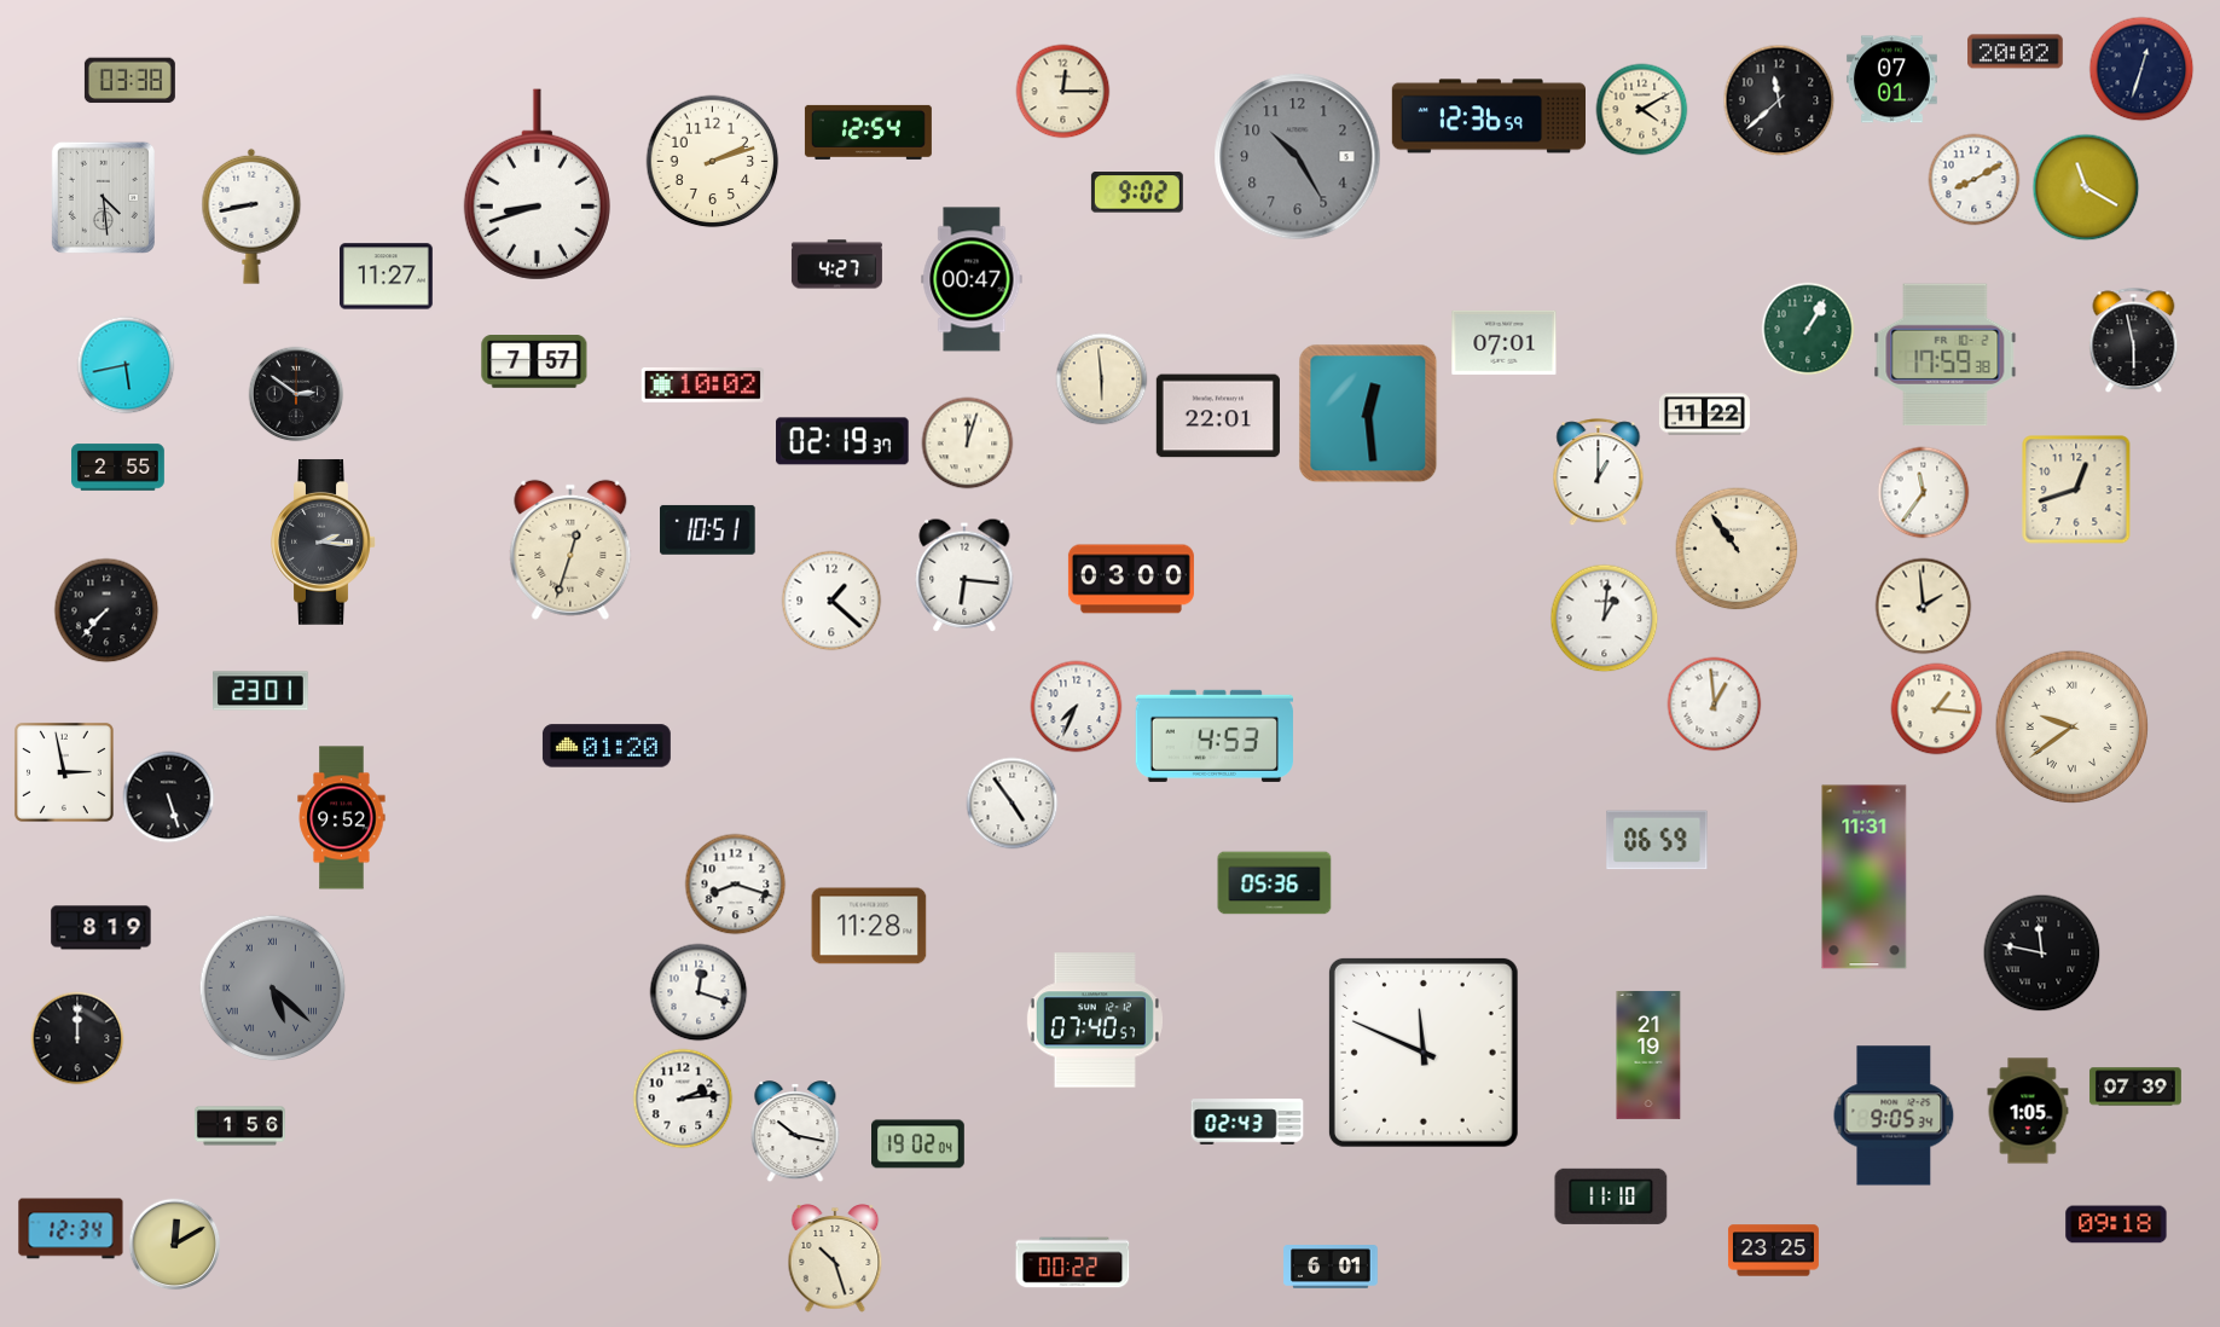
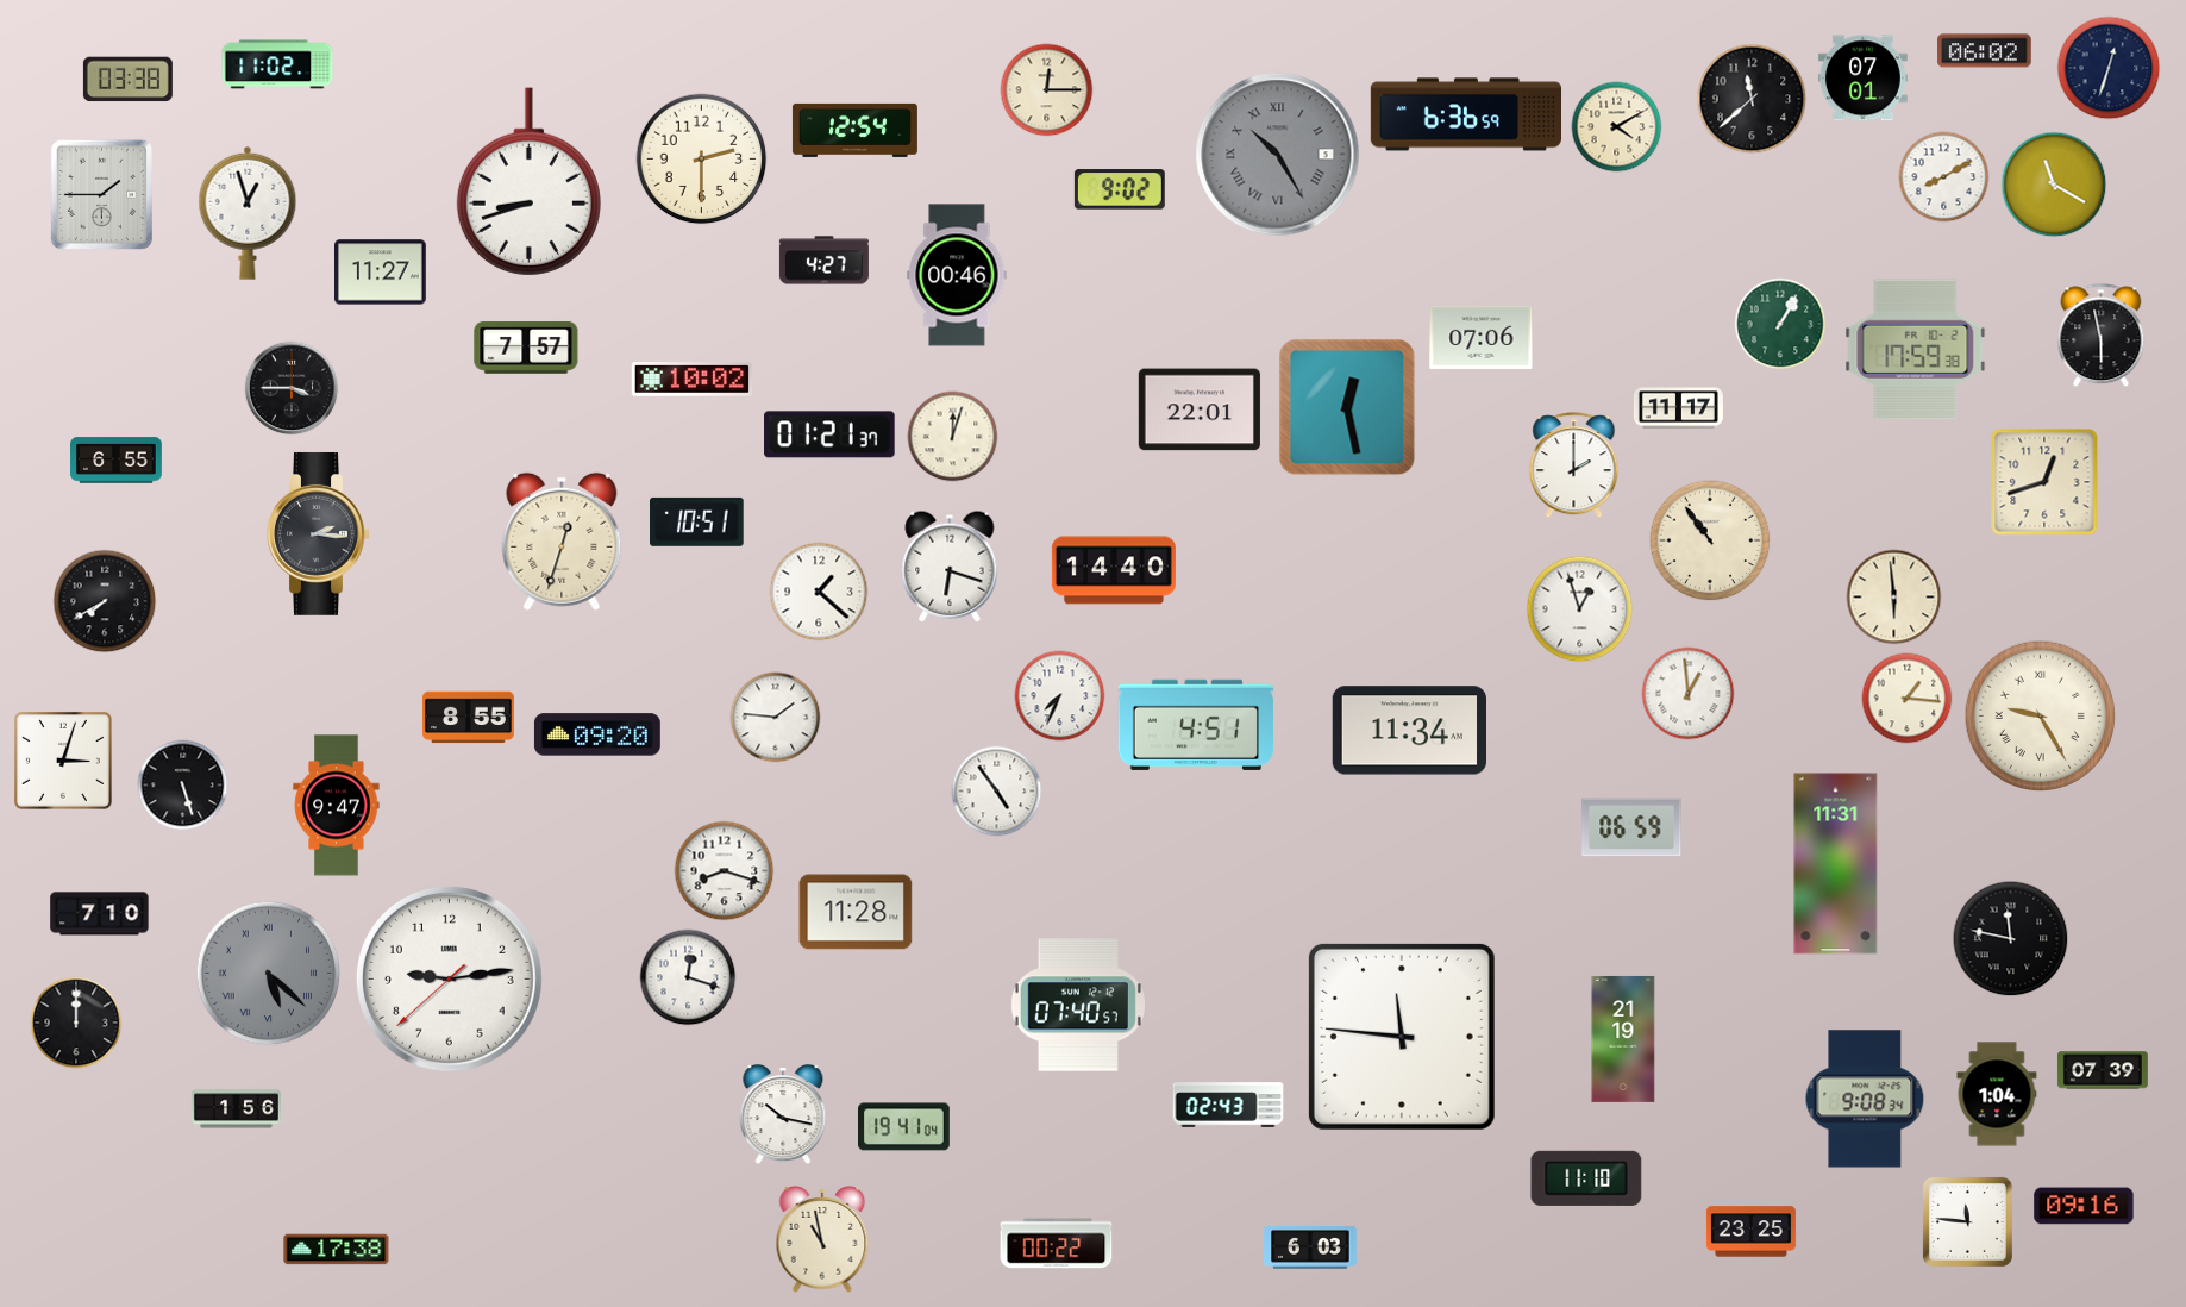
clock at (2016, 52): 20:02 -> 06:02
clock at (277, 64): none -> 11:02
clock at (1642, 110) position: (1642, 110) -> (1617, 127)
clock at (1488, 116): 12:36 -> 6:36
clock at (1298, 157) numerals: Arabic -> Roman
clock at (713, 162): 2:12 -> 2:30
clock at (103, 197): 4:29 -> 1:45
clock at (251, 216): 8:43 -> 12:57
clock at (972, 279): 00:47 -> 00:46
clock at (1505, 342): 07:01 -> 07:06
clock at (534, 363) position: (534, 363) -> (526, 349)
clock at (126, 365): 5:43 -> none
clock at (1102, 379): 5:59 -> none
clock at (296, 394): 2:51 -> 3:45
clock at (1368, 413): 12:29 -> 12:28
clock at (1704, 415): 11:22 -> 11:17
clock at (842, 441): 02:19 -> 01:21
clock at (118, 468): 2:55 -> 6:55
clock at (1599, 473): 1:00 -> 2:00
clock at (1924, 493): 11:36 -> none
clock at (964, 575): 6:16 -> 6:18
clock at (1131, 579): 03:00 -> 14:40
clock at (1924, 607): 1:59 -> 5:59
clock at (106, 610): 7:37 -> 7:40
clock at (1605, 619): 1:01 -> 12:57
clock at (261, 691): 23:01 -> none
clock at (2073, 728): 9:39 -> 9:25
clock at (469, 718): none -> 8:55
clock at (776, 718): none -> 1:46
clock at (1215, 736): 4:53 -> 4:51
clock at (1409, 731): none -> 11:34
clock at (607, 746): 01:20 -> 09:20
clock at (64, 772): 2:58 -> 3:03
clock at (169, 798) position: (169, 798) -> (183, 786)
clock at (342, 818): 9:52 -> 9:47
clock at (1275, 883): 05:36 -> none
clock at (102, 928): 8:19 -> 7:10
clock at (449, 978): none -> 9:13
clock at (1424, 1053): 11:49 -> 11:46
clock at (683, 1099): 2:14 -> none
clock at (2028, 1111): 1:05 -> 1:04
clock at (1894, 1116): 9:05 -> 9:08
clock at (918, 1145): 19:02 -> 19:41
clock at (2116, 1224): 09:18 -> 09:16
clock at (71, 1229): 12:34 -> none
clock at (1967, 1221): none -> 11:46
clock at (175, 1245): 12:10 -> none
clock at (1773, 1251) position: (1773, 1251) -> (1750, 1232)
clock at (835, 1258): 10:27 -> 10:58
clock at (1331, 1268): 6:01 -> 6:03
clock at (337, 1250): none -> 17:38
